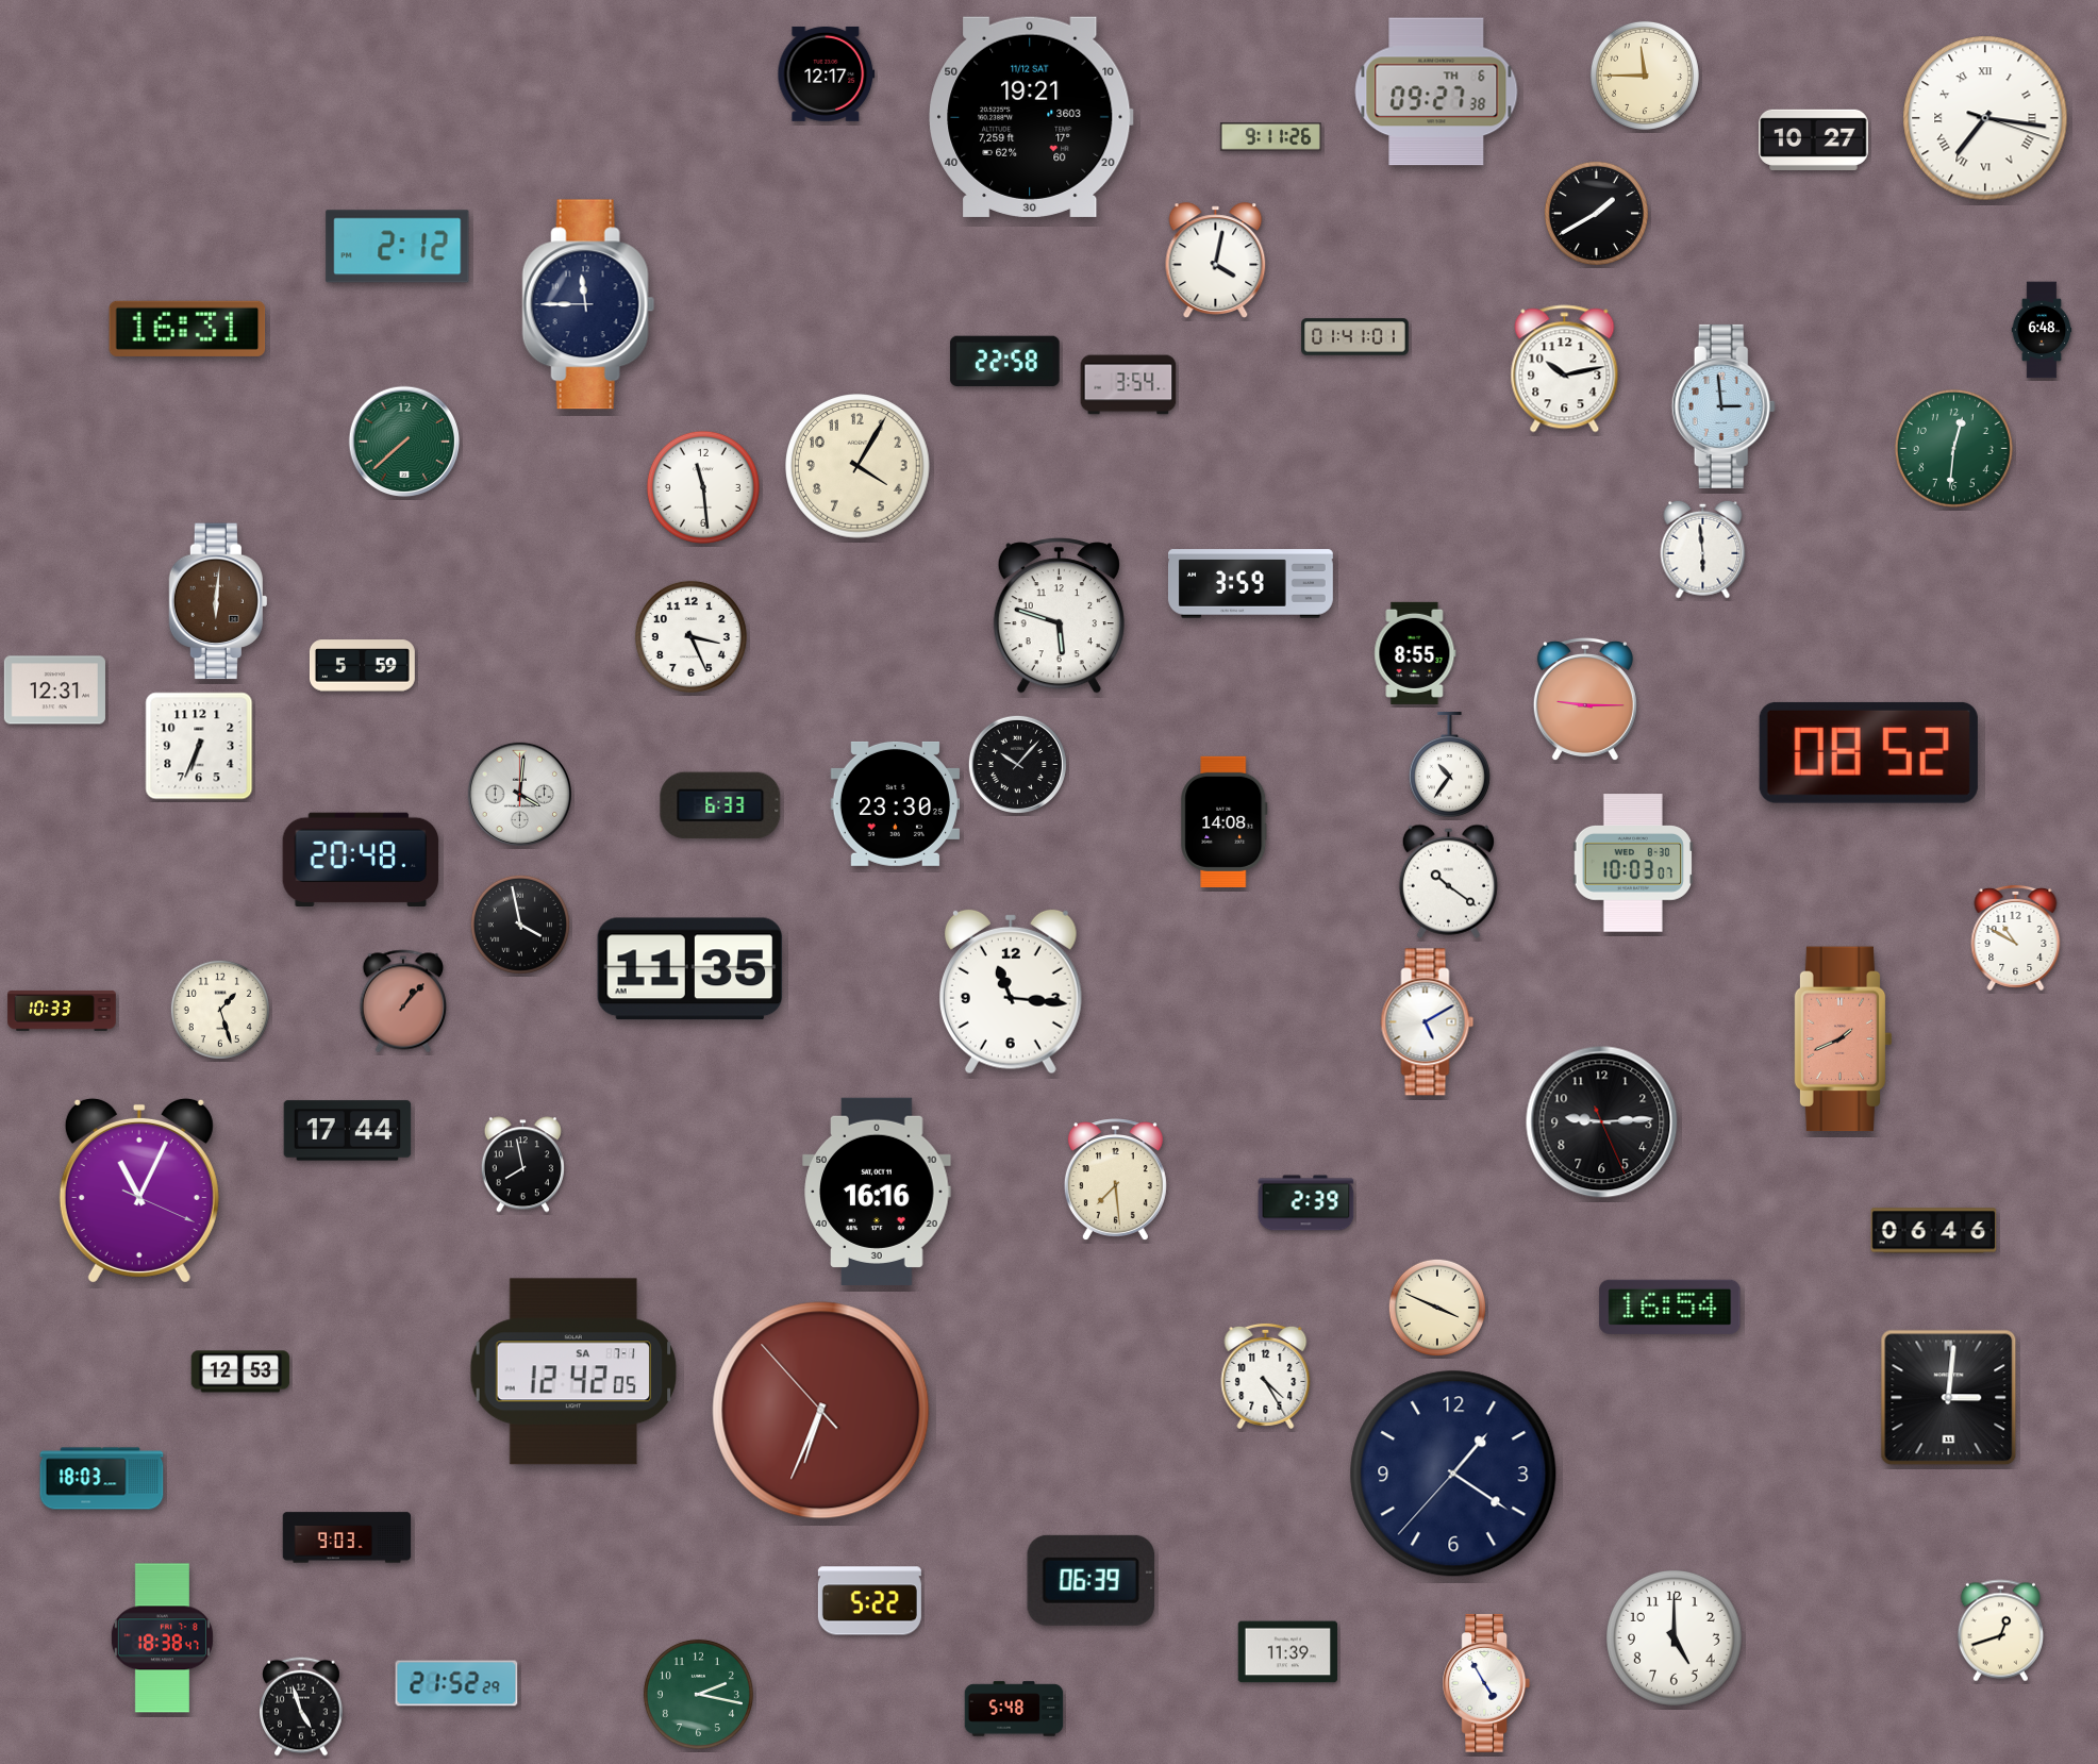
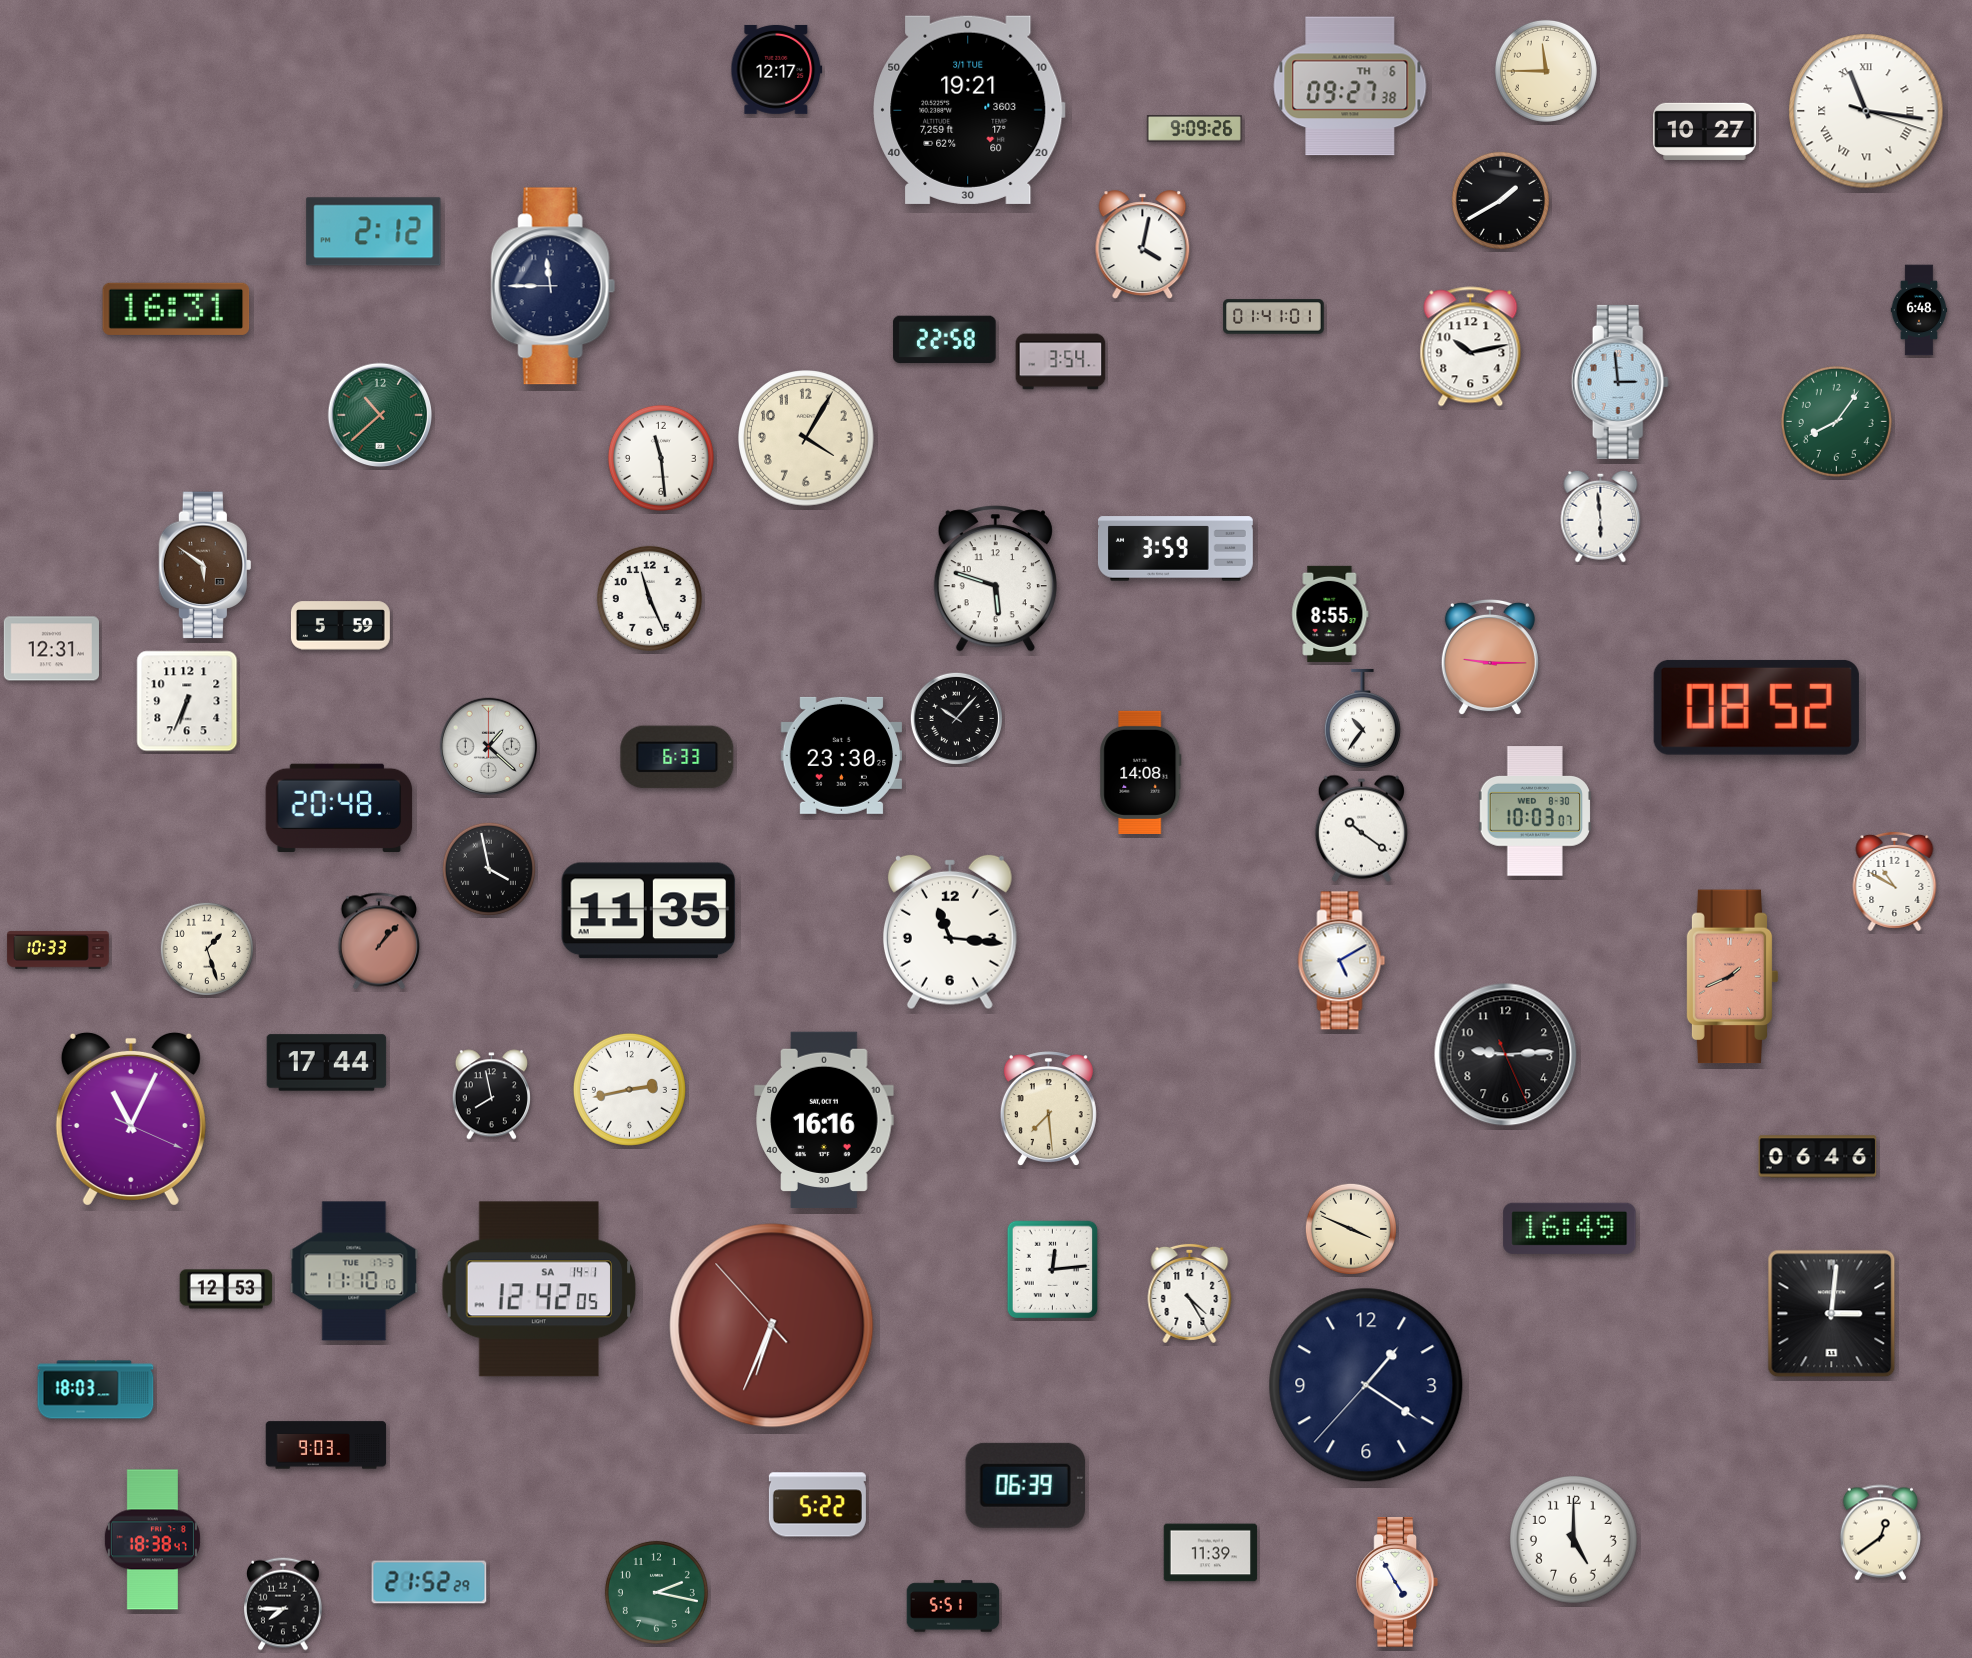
clock at (1031, 117) date: 11/12 SAT -> 3/1 TUE
clock at (1985, 118): 7:16 -> 11:16
clock at (1270, 137): 9:11 -> 9:09
clock at (404, 442): 7:38 -> 10:38
clock at (1953, 448): 12:31 -> 8:06
clock at (217, 601): 6:01 -> 5:51
clock at (690, 636): 3:26 -> 11:26
clock at (519, 794): 4:01 -> 1:22
clock at (1225, 821) position: (1225, 821) -> (1141, 772)
clock at (629, 1089): none -> 2:43
clock at (1306, 1203): 2:39 -> none
clock at (1670, 1307): 16:54 -> 16:49
clock at (1053, 1270): none -> 12:14
clock at (354, 1271): none -> 11:10
clock at (573, 1371) date: SA 7-1 -> SA 14-1
clock at (2000, 1631): 12:42 -> 12:39
clock at (302, 1707): 4:57 -> 7:45
clock at (1014, 1709): 5:48 -> 5:51
